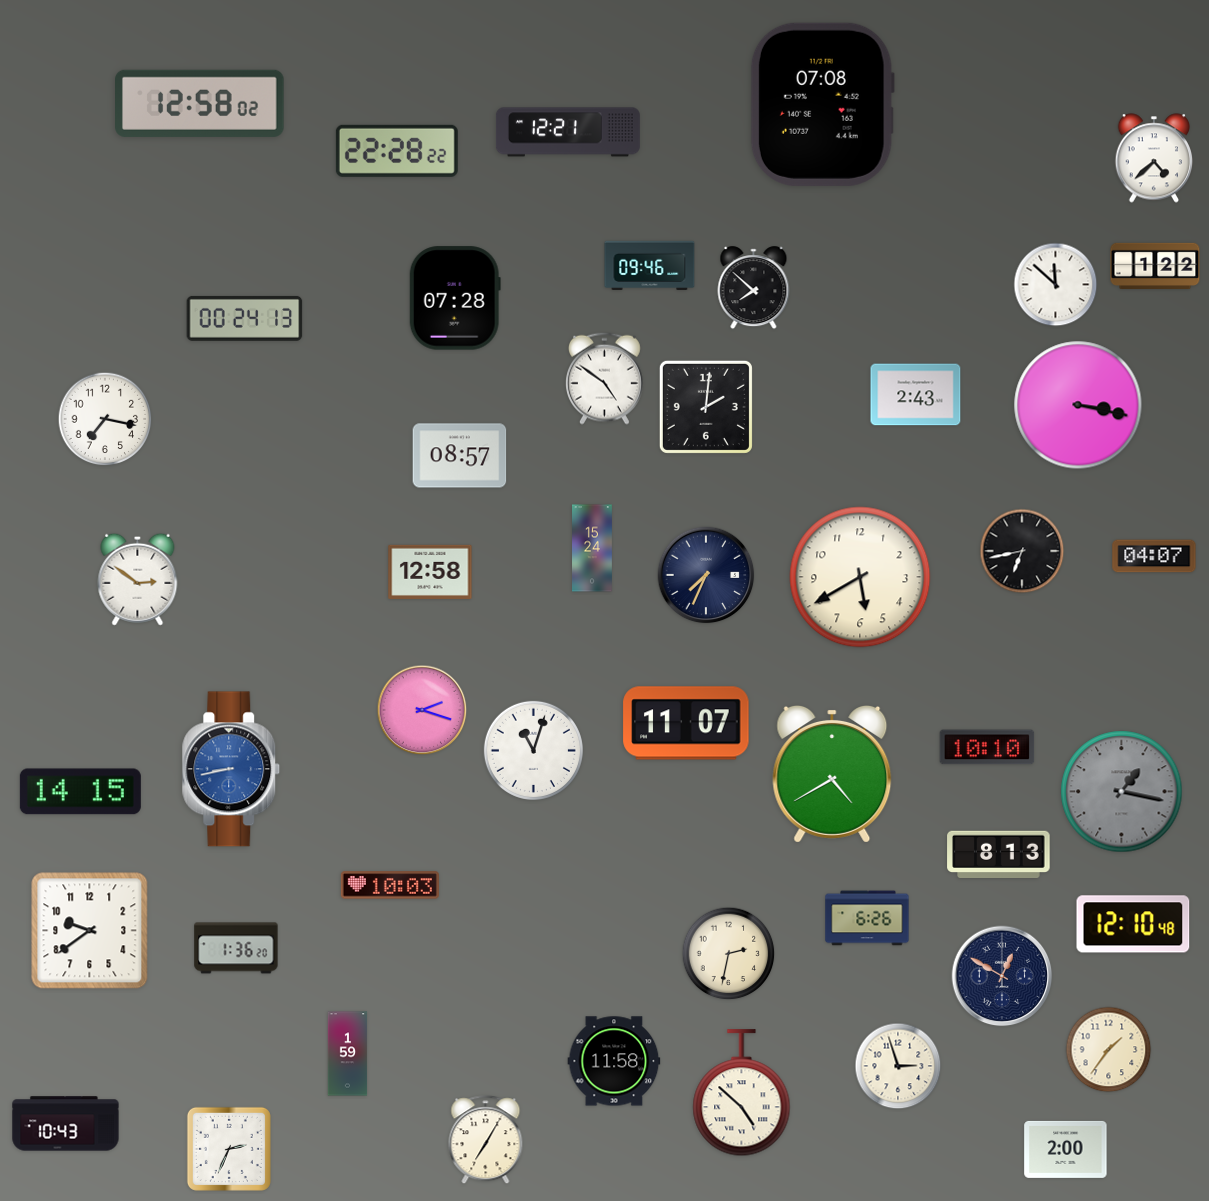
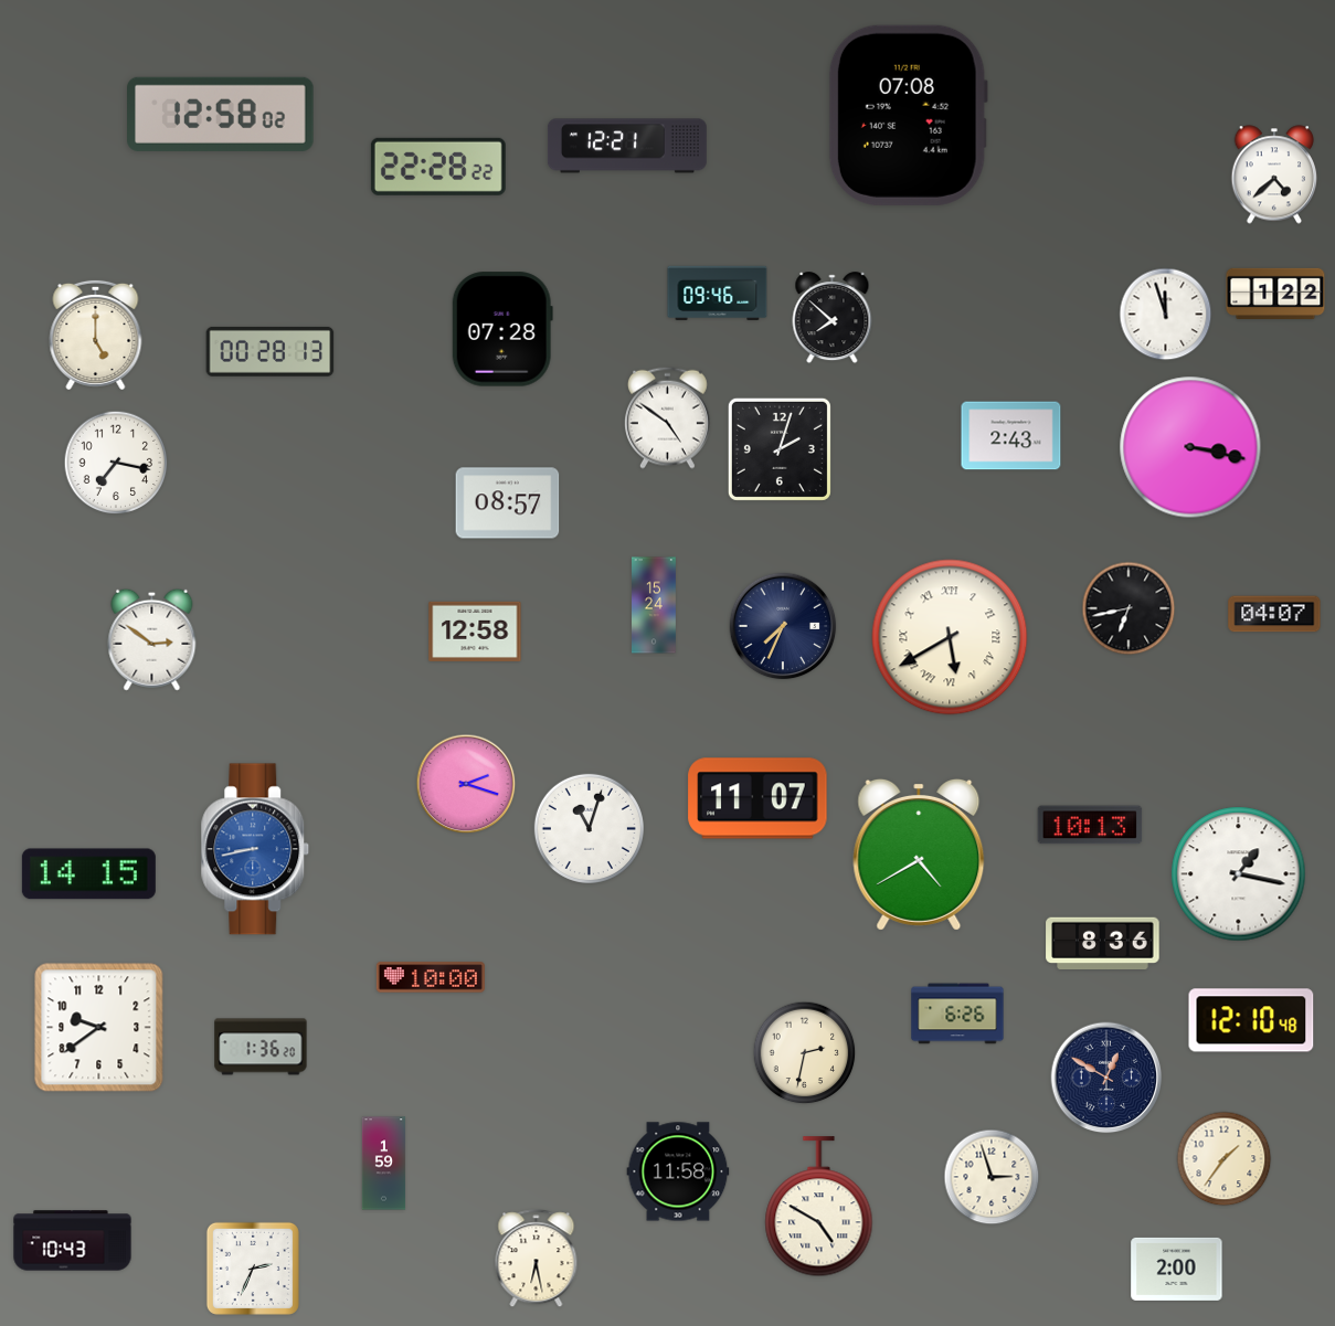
clock at (1056, 285): 11:52 -> 11:57
clock at (96, 335): none -> 5:00
clock at (245, 318): 00:24 -> 00:28
clock at (706, 407): 2:01 -> 2:03
clock at (706, 575) position: (706, 575) -> (783, 626)
clock at (860, 577) numerals: Arabic -> Roman
clock at (987, 747): 10:10 -> 10:13
clock at (1122, 792) dial: grey -> white
clock at (999, 854): 8:13 -> 8:36
clock at (390, 885): 10:03 -> 10:00
clock at (742, 1093): 4:52 -> 4:50
clock at (486, 1140): 7:05 -> 6:28
